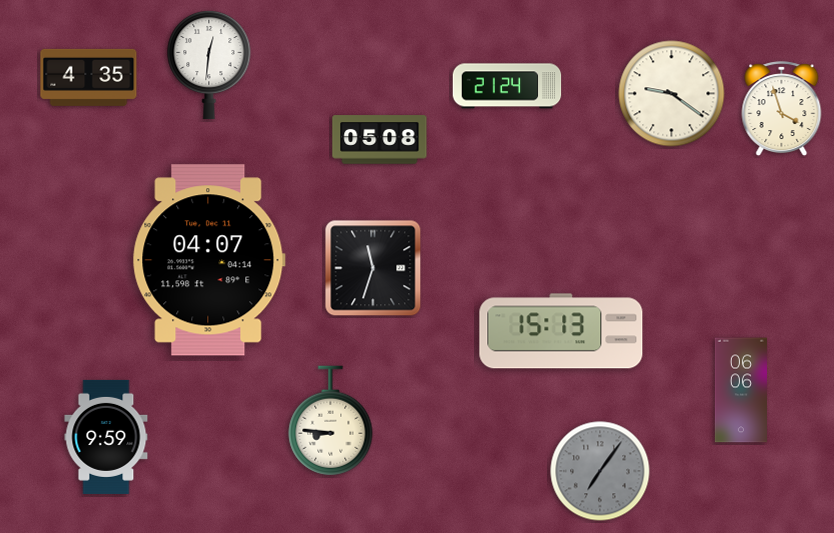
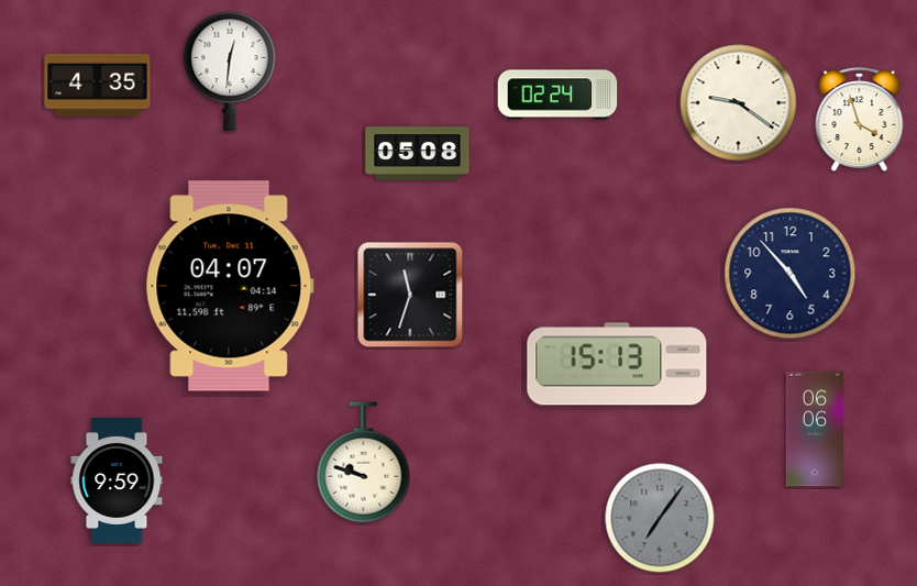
clock at (507, 86): 21:24 -> 02:24
clock at (791, 274): none -> 4:53
clock at (331, 421): 8:46 -> 9:48
